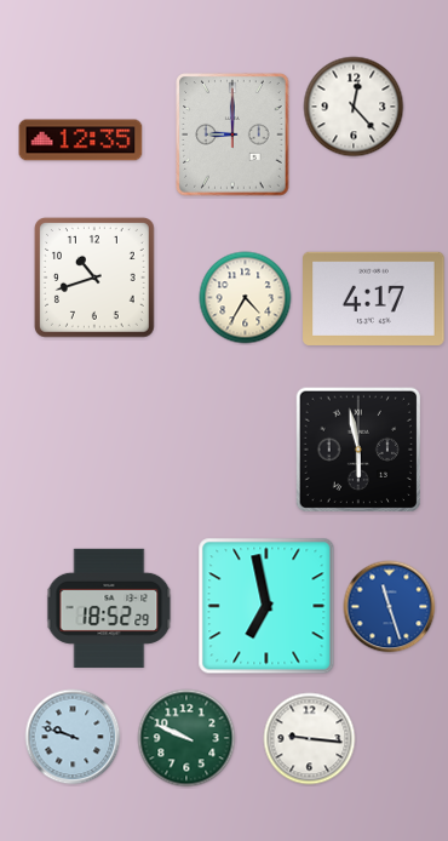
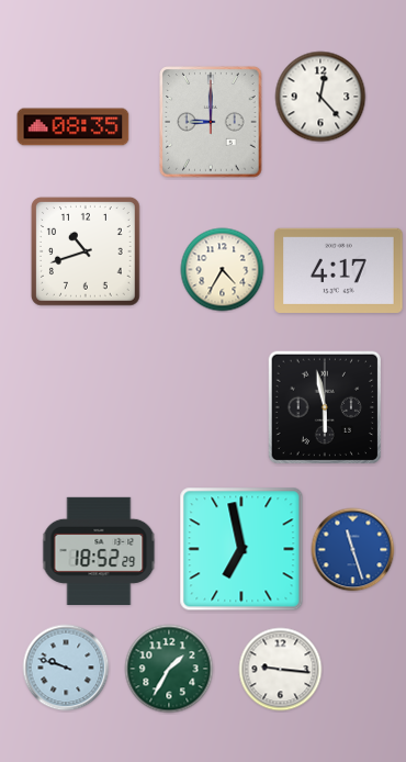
clock at (81, 141): 12:35 -> 08:35
clock at (186, 738): 9:49 -> 1:35
